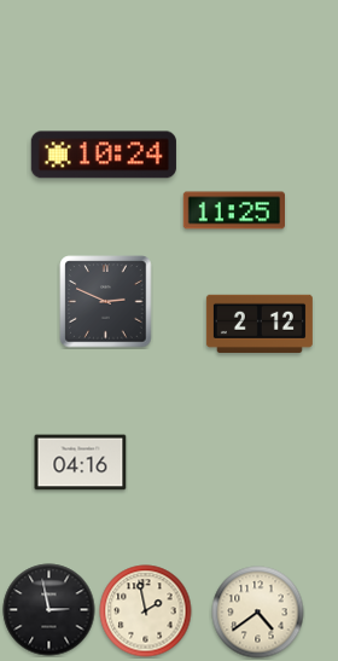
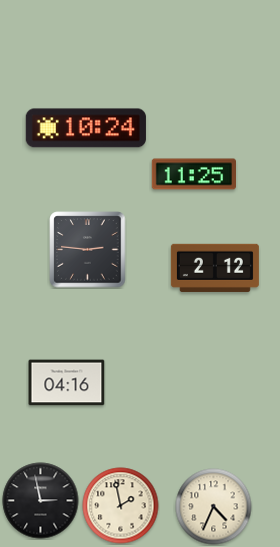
clock at (106, 302): 2:49 -> 2:46
clock at (49, 610) position: (49, 610) -> (41, 501)
clock at (258, 613): 4:39 -> 4:34
